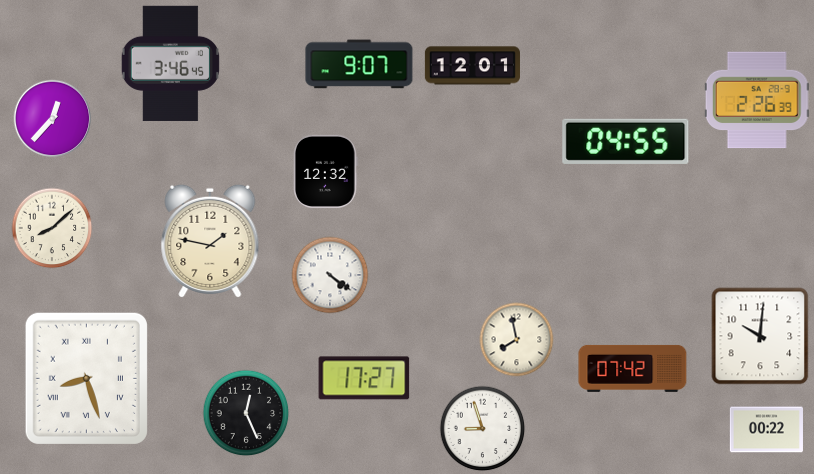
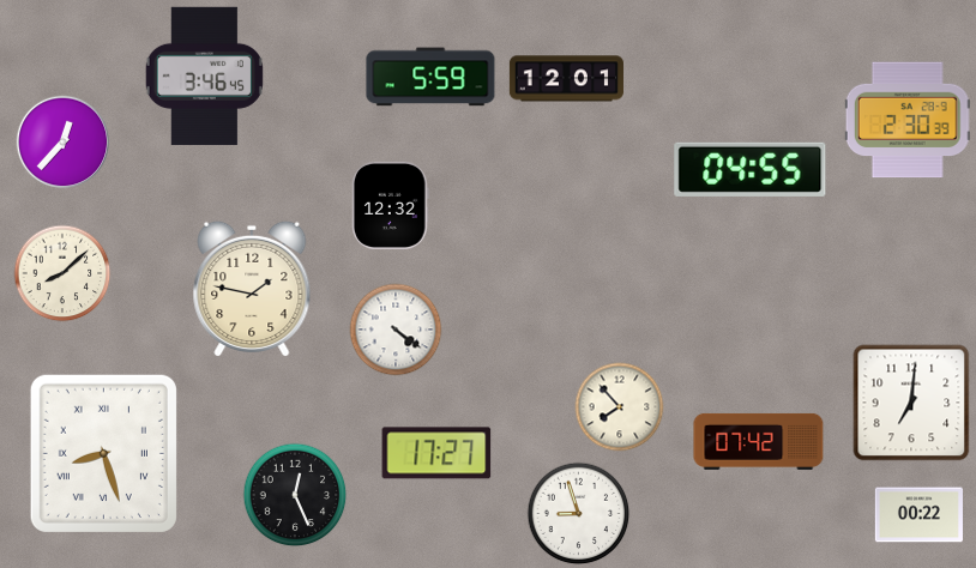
clock at (359, 64): 9:07 -> 5:59
clock at (757, 100): 2:26 -> 2:30
clock at (760, 336): 10:01 -> 7:01
clock at (517, 340): 7:58 -> 7:53
